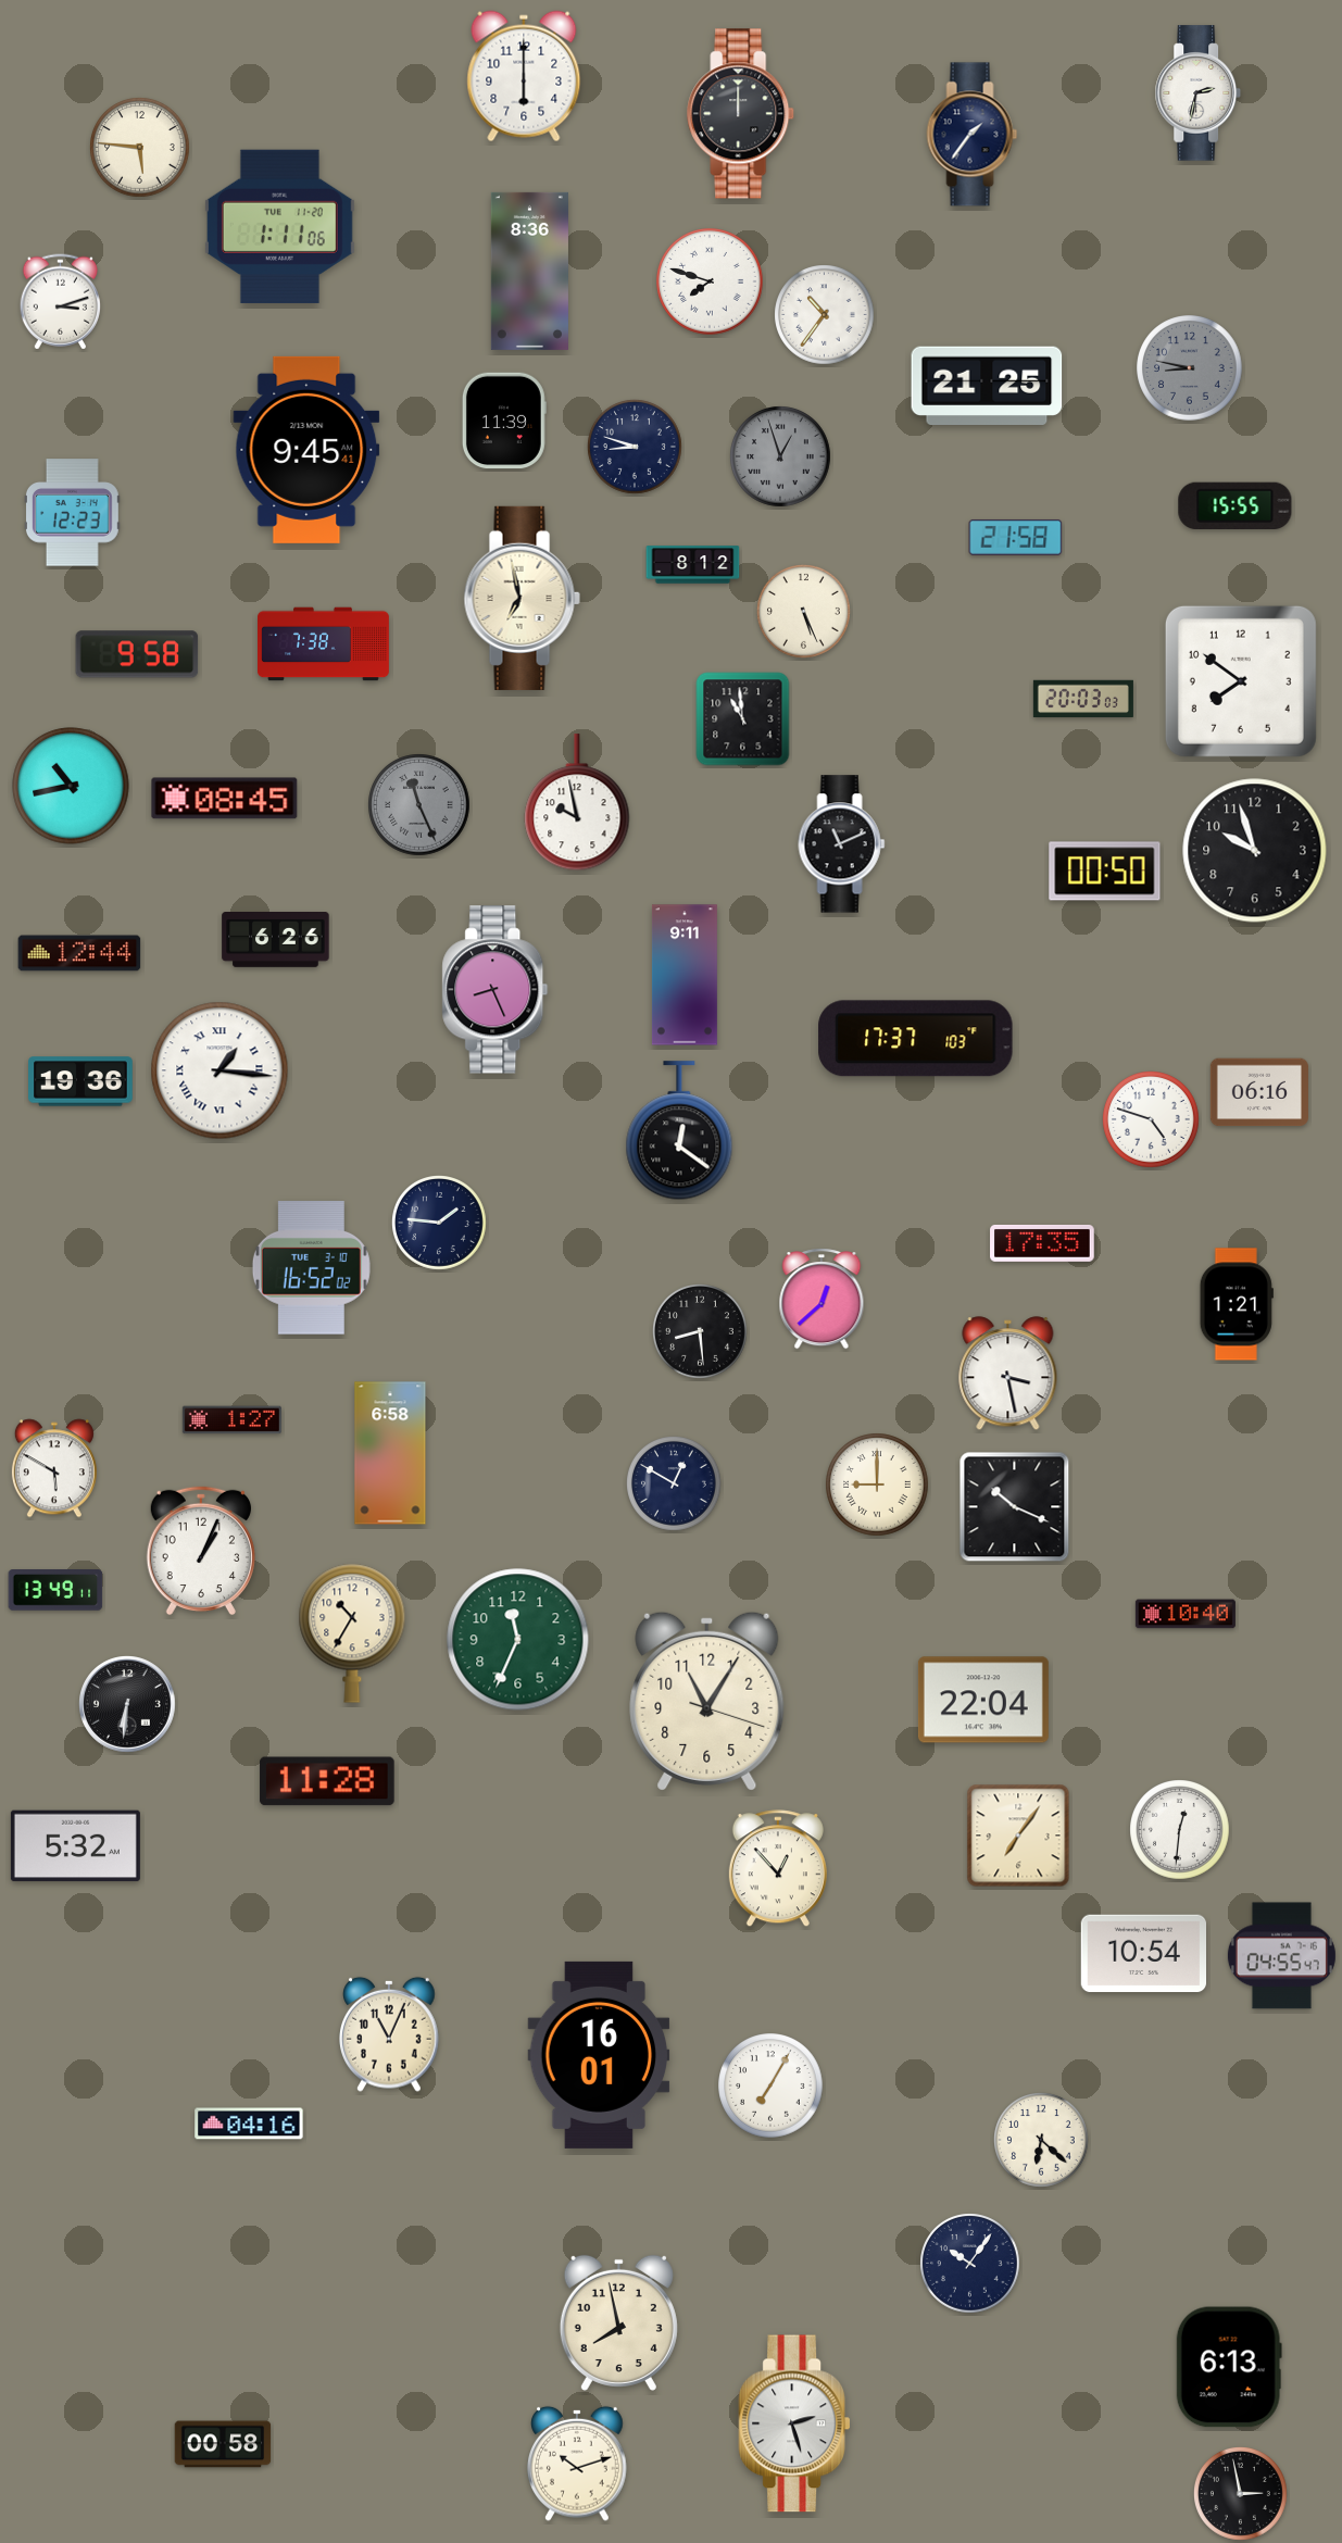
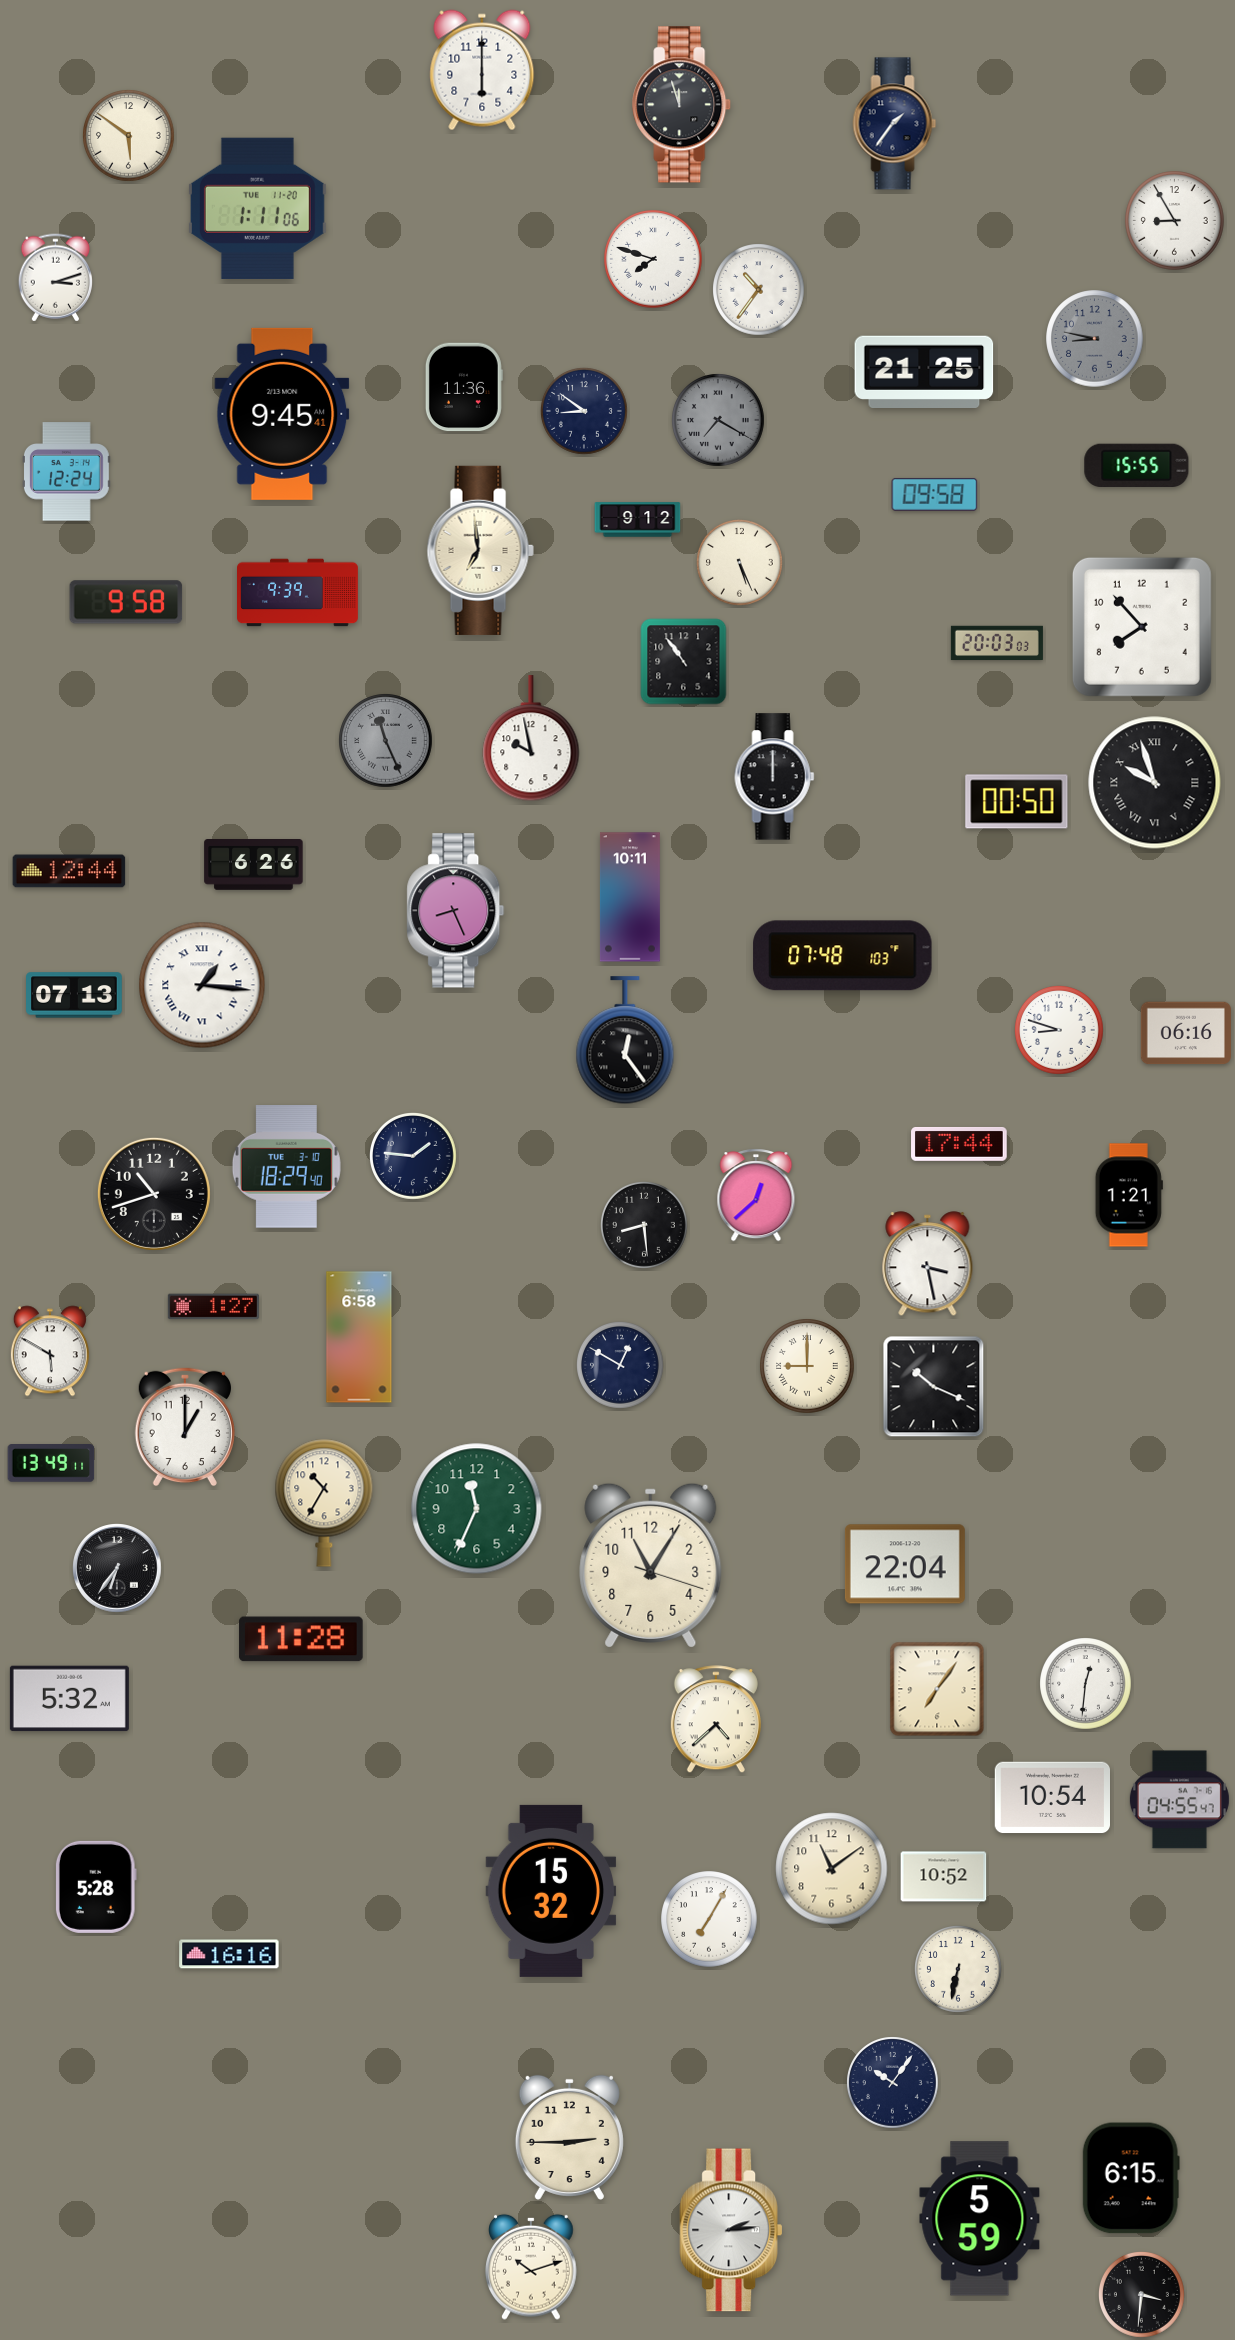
clock at (1199, 93): 2:32 -> none
clock at (741, 114): 12:00 -> 11:57
clock at (140, 148): 5:46 -> 5:51
clock at (1175, 221): none -> 8:55
clock at (529, 271): 8:36 -> none
clock at (987, 385) position: (987, 385) -> (924, 371)
clock at (504, 421): 11:39 -> 11:36
clock at (636, 448): 8:48 -> 8:51
clock at (780, 456): 12:57 -> 7:20
clock at (72, 513): 12:23 -> 12:24
clock at (1016, 538): 21:58 -> 09:58
clock at (693, 565): 8:12 -> 9:12
clock at (522, 598): 6:58 -> 6:59
clock at (324, 644): 7:38 -> 9:39
clock at (1241, 681): 7:51 -> 7:53
clock at (743, 719): 10:59 -> 10:54
clock at (71, 786): 10:43 -> none
clock at (225, 799): 08:45 -> none
clock at (842, 844): 11:11 -> 12:00
clock at (1255, 851) numerals: Arabic -> Roman
clock at (79, 953) position: (79, 953) -> (69, 871)
clock at (685, 975): 9:11 -> 10:11
clock at (916, 1039): 17:37 -> 07:48
clock at (80, 1081): 19:36 -> 07:13
clock at (1259, 1092) position: (1259, 1092) -> (1186, 1033)
clock at (1152, 1120): 4:48 -> 8:48
clock at (679, 1131): 12:21 -> 12:24
clock at (440, 1224) position: (440, 1224) -> (414, 1157)
clock at (1042, 1243): 17:35 -> 17:44
clock at (311, 1268): 16:52 -> 18:29
clock at (154, 1194): none -> 10:42
clock at (1237, 1304) position: (1237, 1304) -> (1129, 1195)
clock at (201, 1551): 1:04 -> 1:00
clock at (1186, 1614): 10:40 -> none
clock at (128, 1705): 6:31 -> 6:36
clock at (778, 1869): 12:53 -> 4:38
clock at (832, 1869): none -> 11:09
clock at (389, 2034): 11:04 -> none
clock at (944, 1877): none -> 10:52
clock at (96, 1887): none -> 5:28
clock at (599, 2055): 16:01 -> 15:32
clock at (249, 2124): 04:16 -> 16:16
clock at (1042, 2141): 6:22 -> 6:32
clock at (618, 2322): 7:58 -> 2:45
clock at (1229, 2367): 6:13 -> 6:15
clock at (980, 2219): none -> 5:59
clock at (793, 2423): 2:27 -> 2:14
clock at (223, 2444): 00:58 -> none
clock at (1241, 2494): 2:58 -> 3:31
